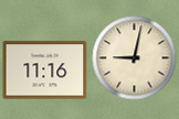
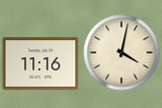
clock at (135, 58): 9:02 -> 4:02
